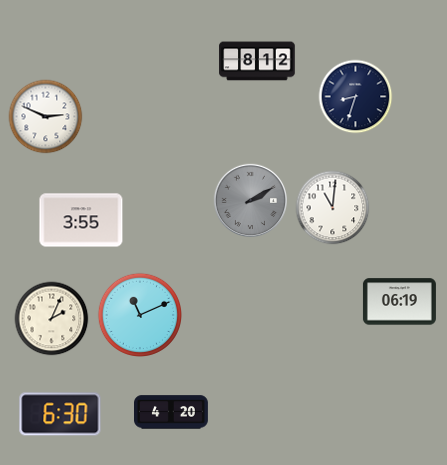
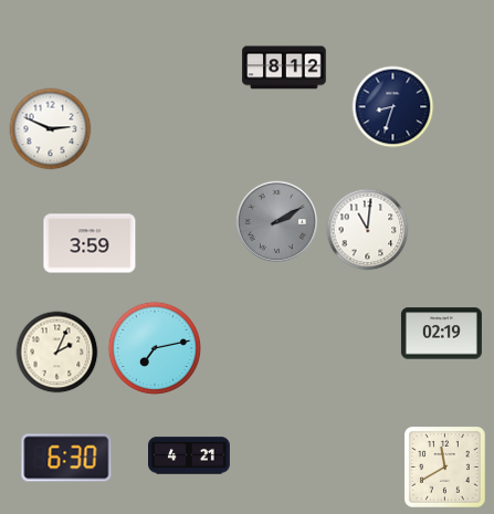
clock at (81, 220): 3:55 -> 3:59
clock at (399, 302): 06:19 -> 02:19
clock at (139, 314): 11:11 -> 7:13
clock at (172, 412): 4:20 -> 4:21
clock at (445, 468): none -> 11:40
